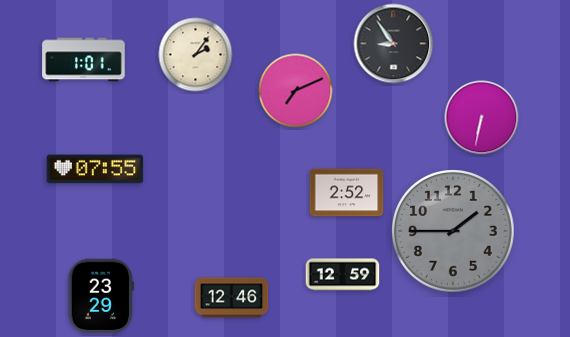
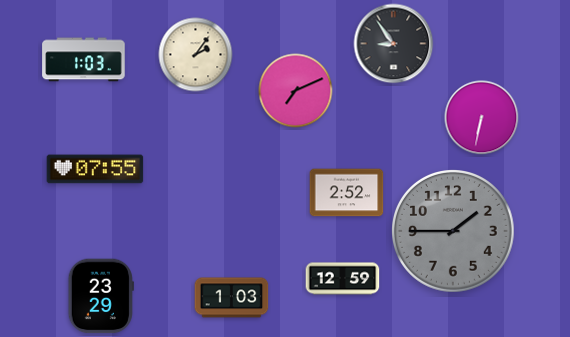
clock at (84, 60): 1:01 -> 1:03
clock at (343, 275) position: (343, 275) -> (343, 279)
clock at (232, 298): 12:46 -> 1:03
